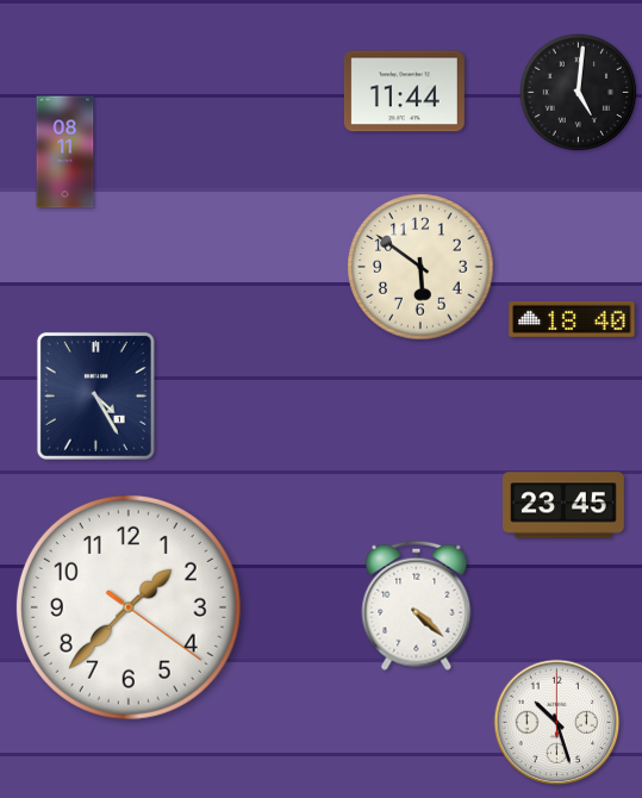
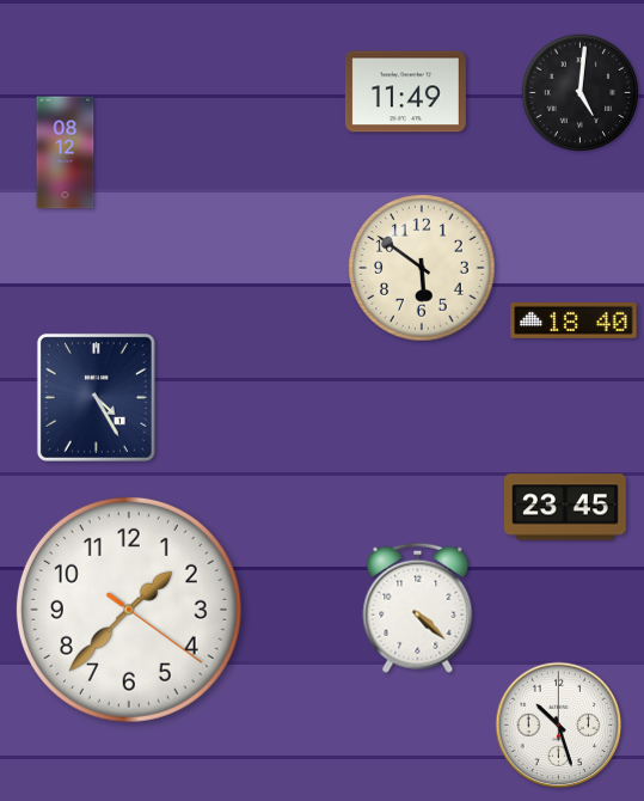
clock at (404, 92): 11:44 -> 11:49
clock at (66, 152): 08:11 -> 08:12
